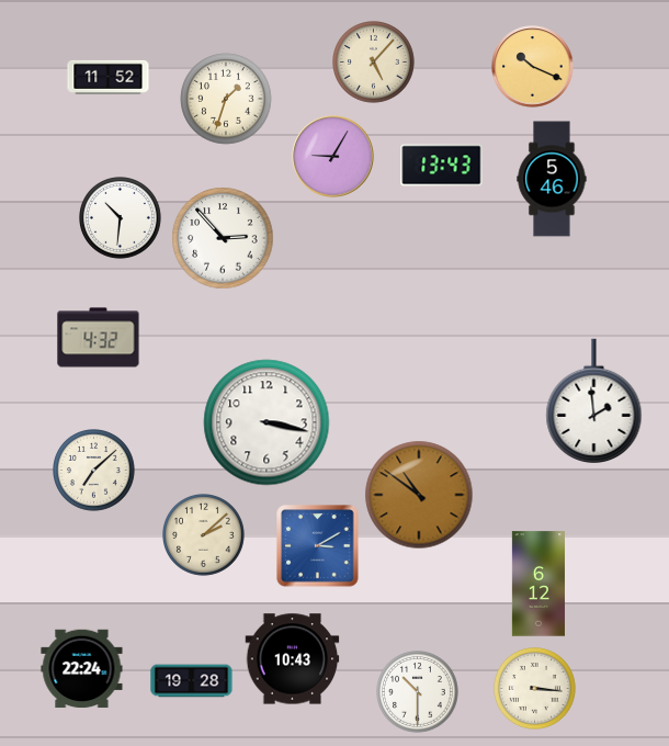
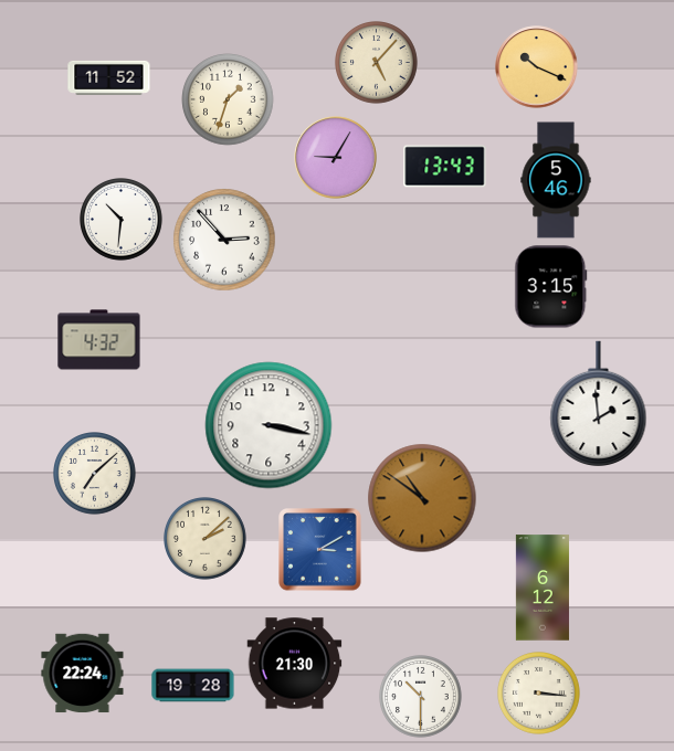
clock at (551, 287): none -> 3:15
clock at (293, 659): 10:43 -> 21:30
